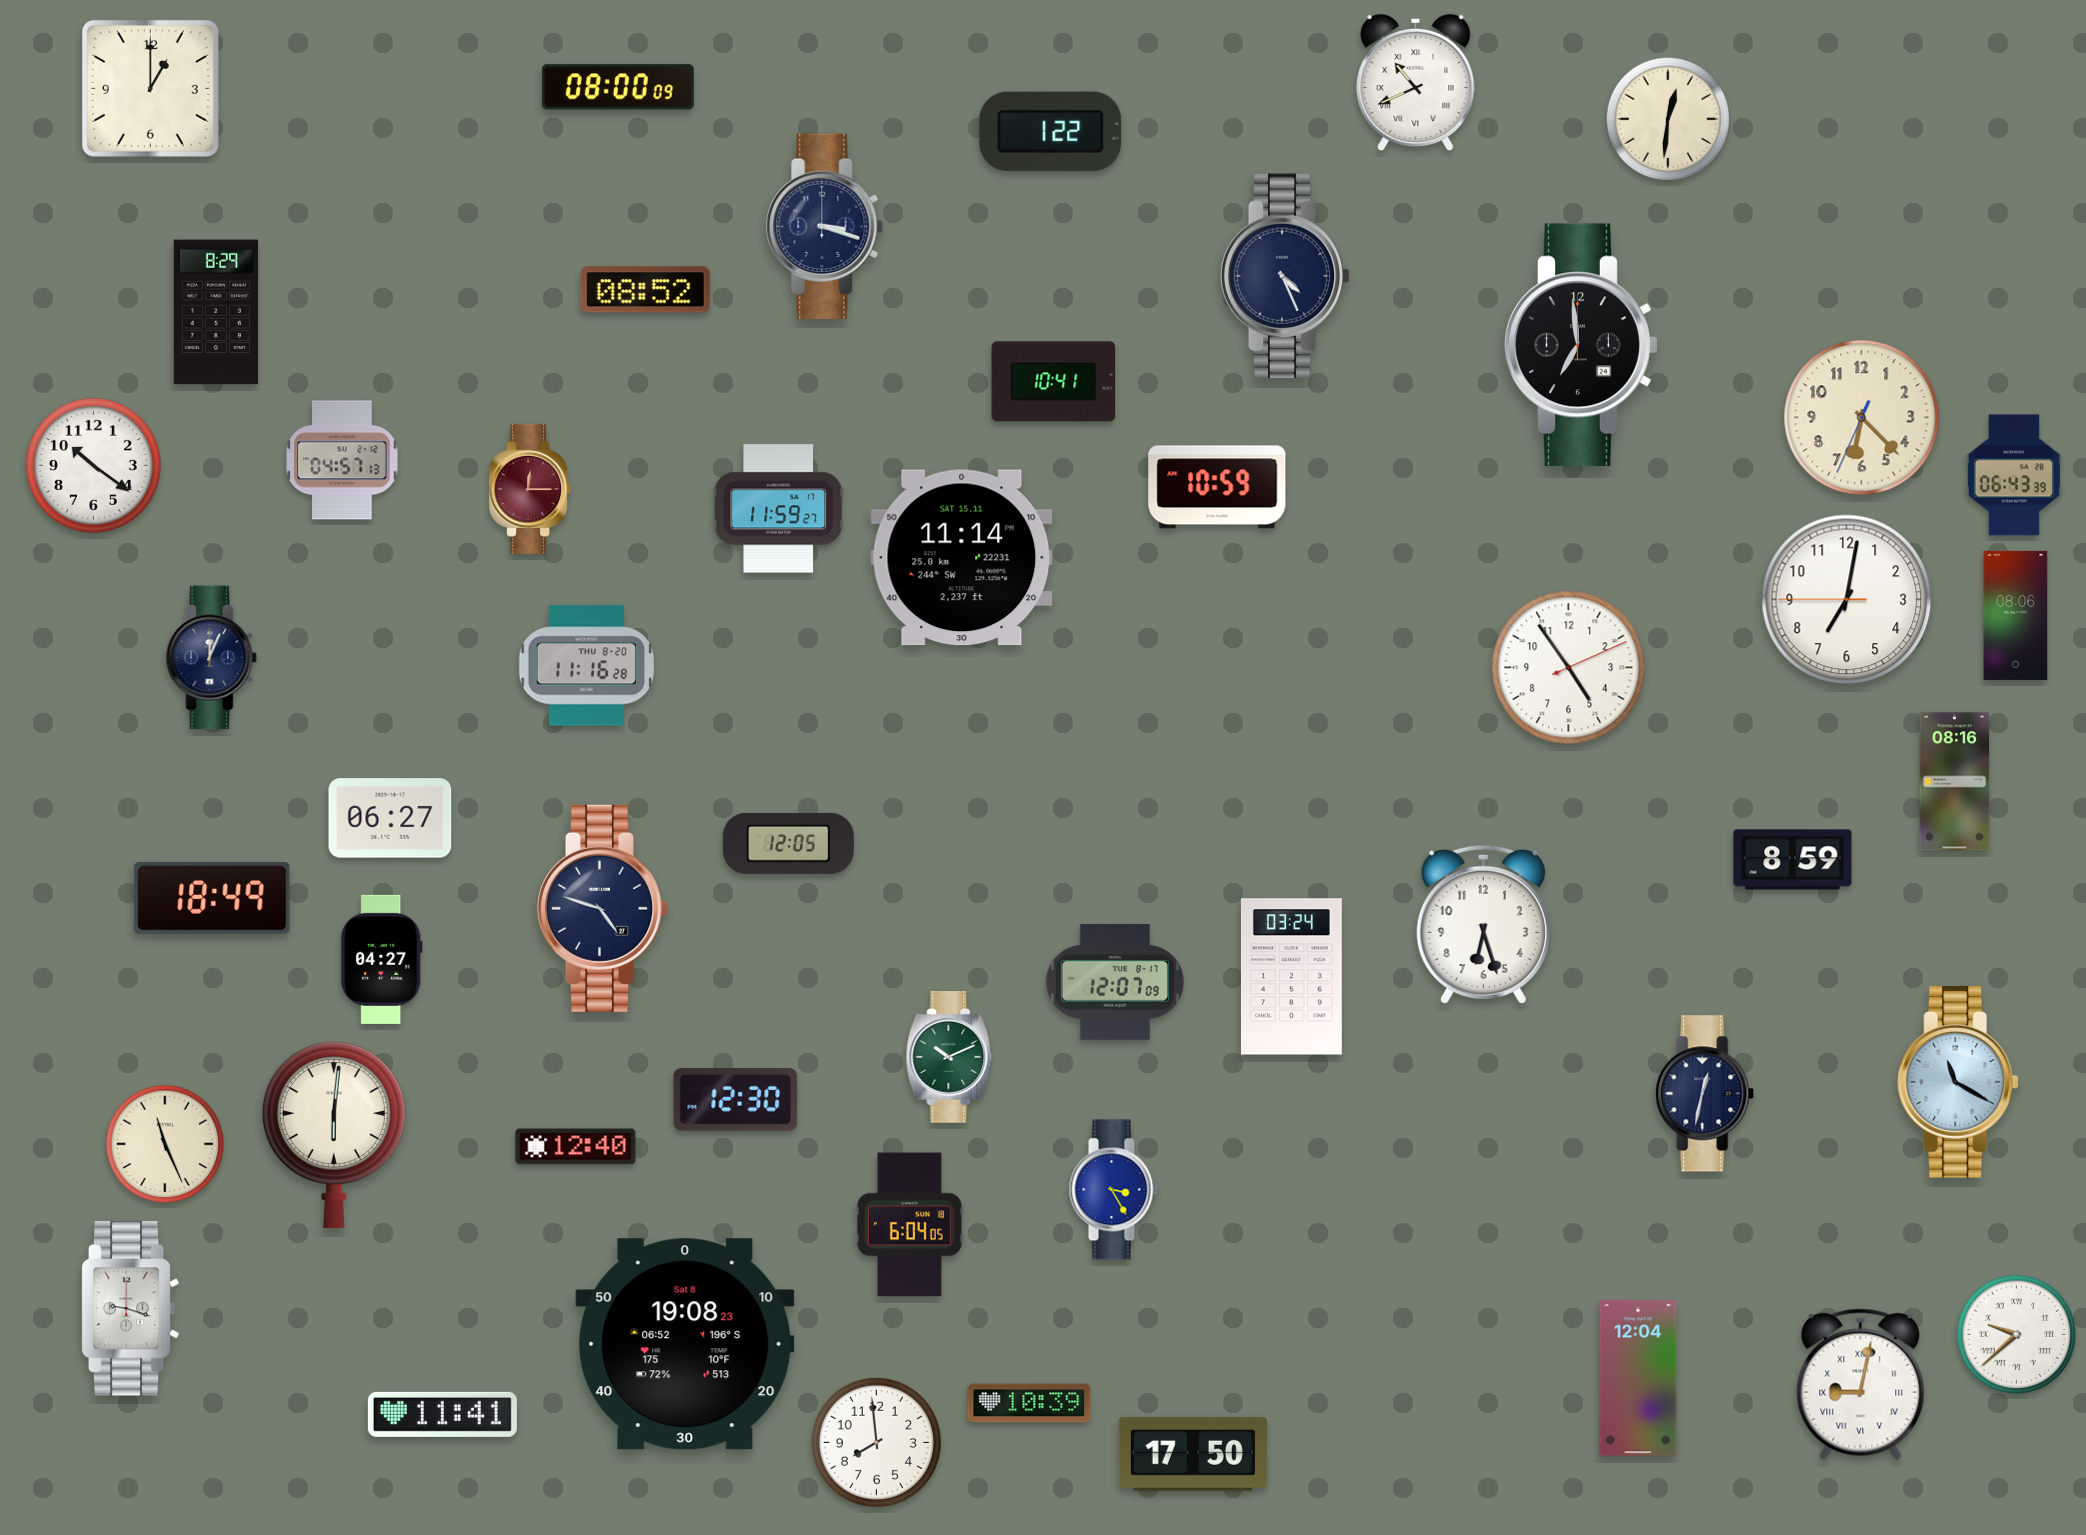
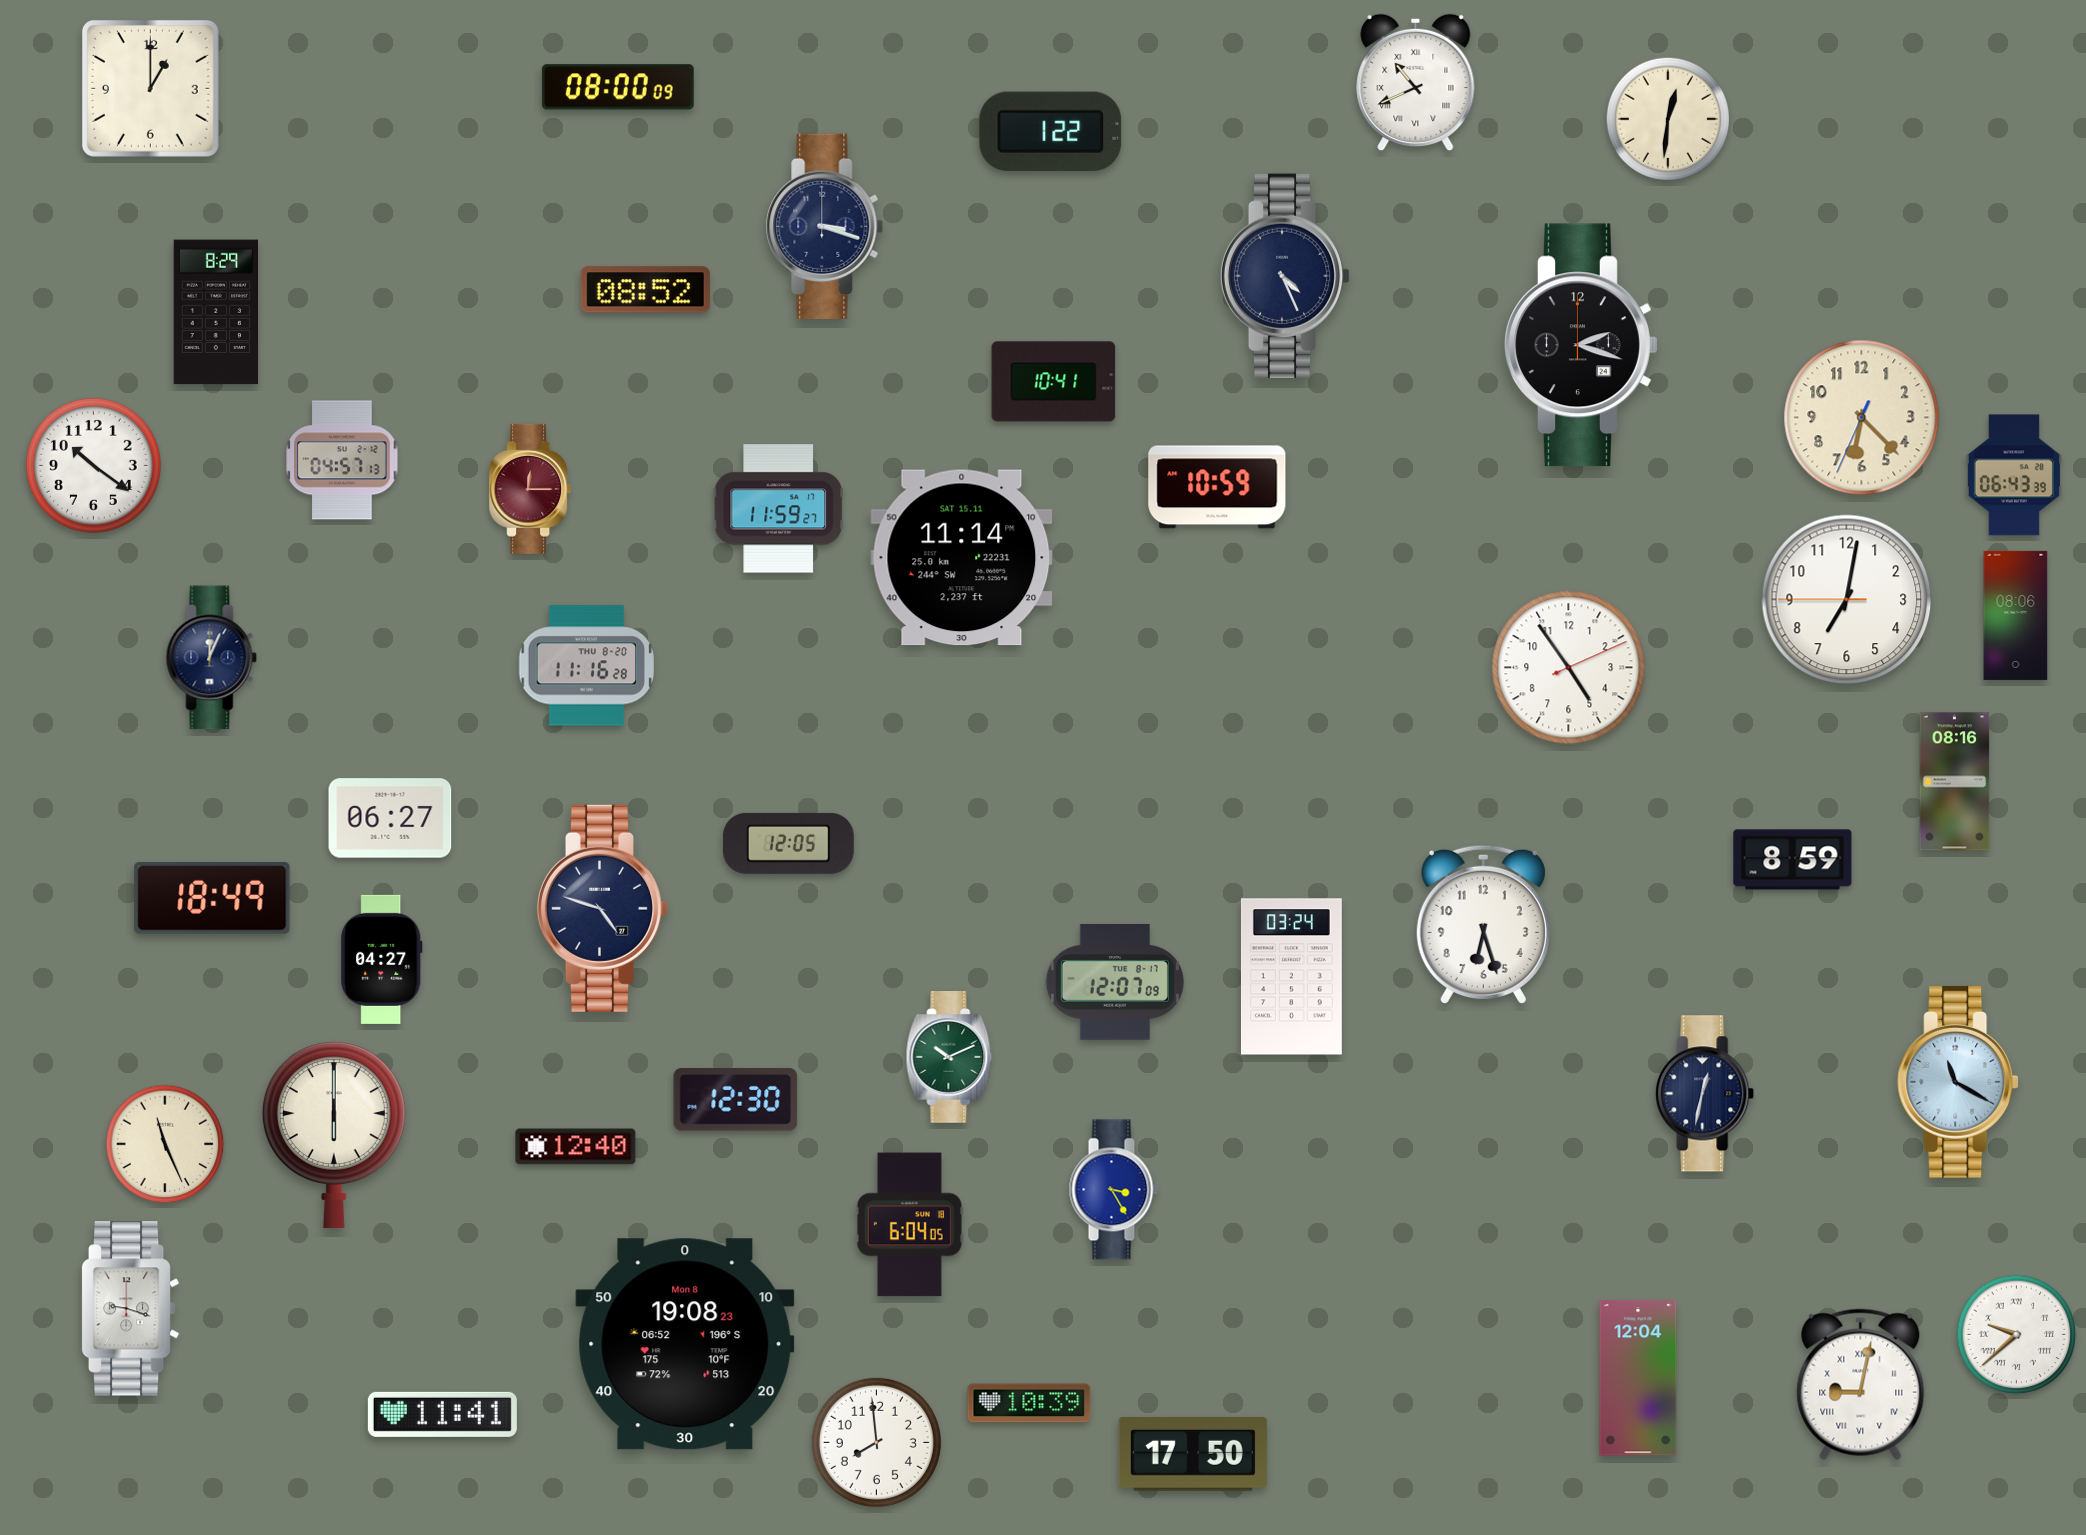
clock at (1581, 345): 6:59 -> 2:18
clock at (334, 1135): 6:01 -> 6:00
clock at (685, 1344) date: Sat 8 -> Mon 8
